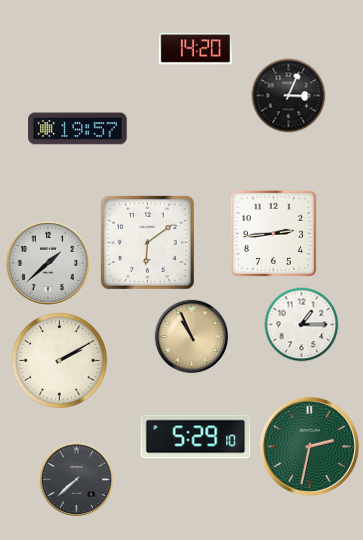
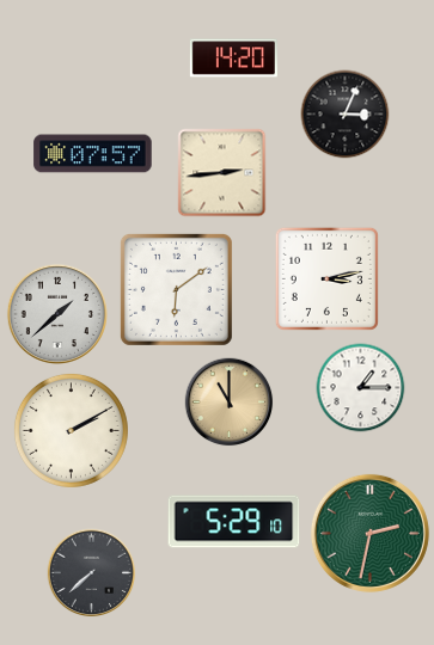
clock at (78, 129): 19:57 -> 07:57
clock at (222, 173): none -> 2:44
clock at (273, 233): 2:44 -> 3:13
clock at (192, 337): 10:56 -> 11:00
